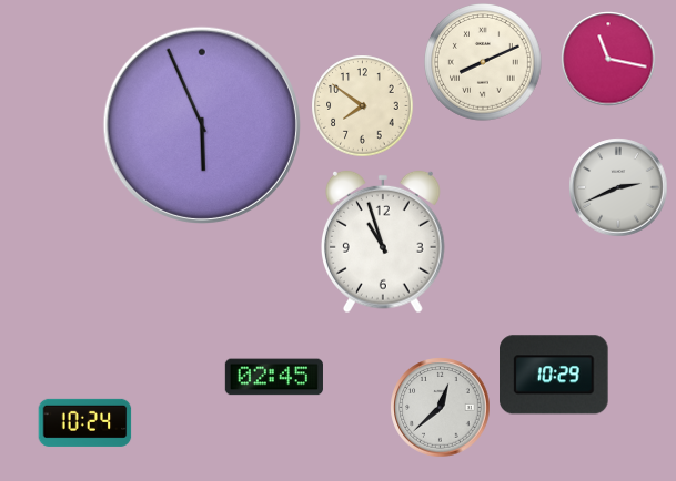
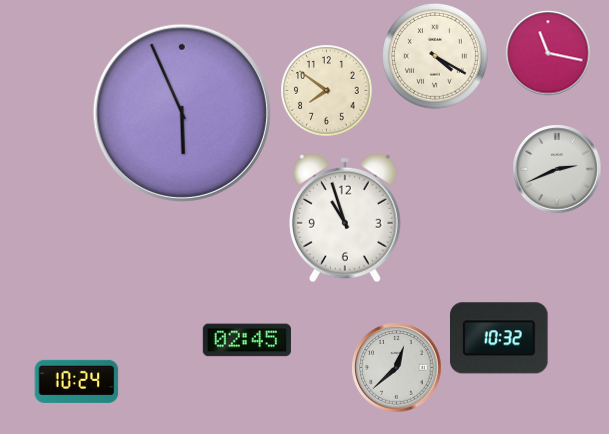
clock at (484, 63): 8:11 -> 4:20
clock at (363, 106) position: (363, 106) -> (327, 91)
clock at (555, 375): 10:29 -> 10:32
